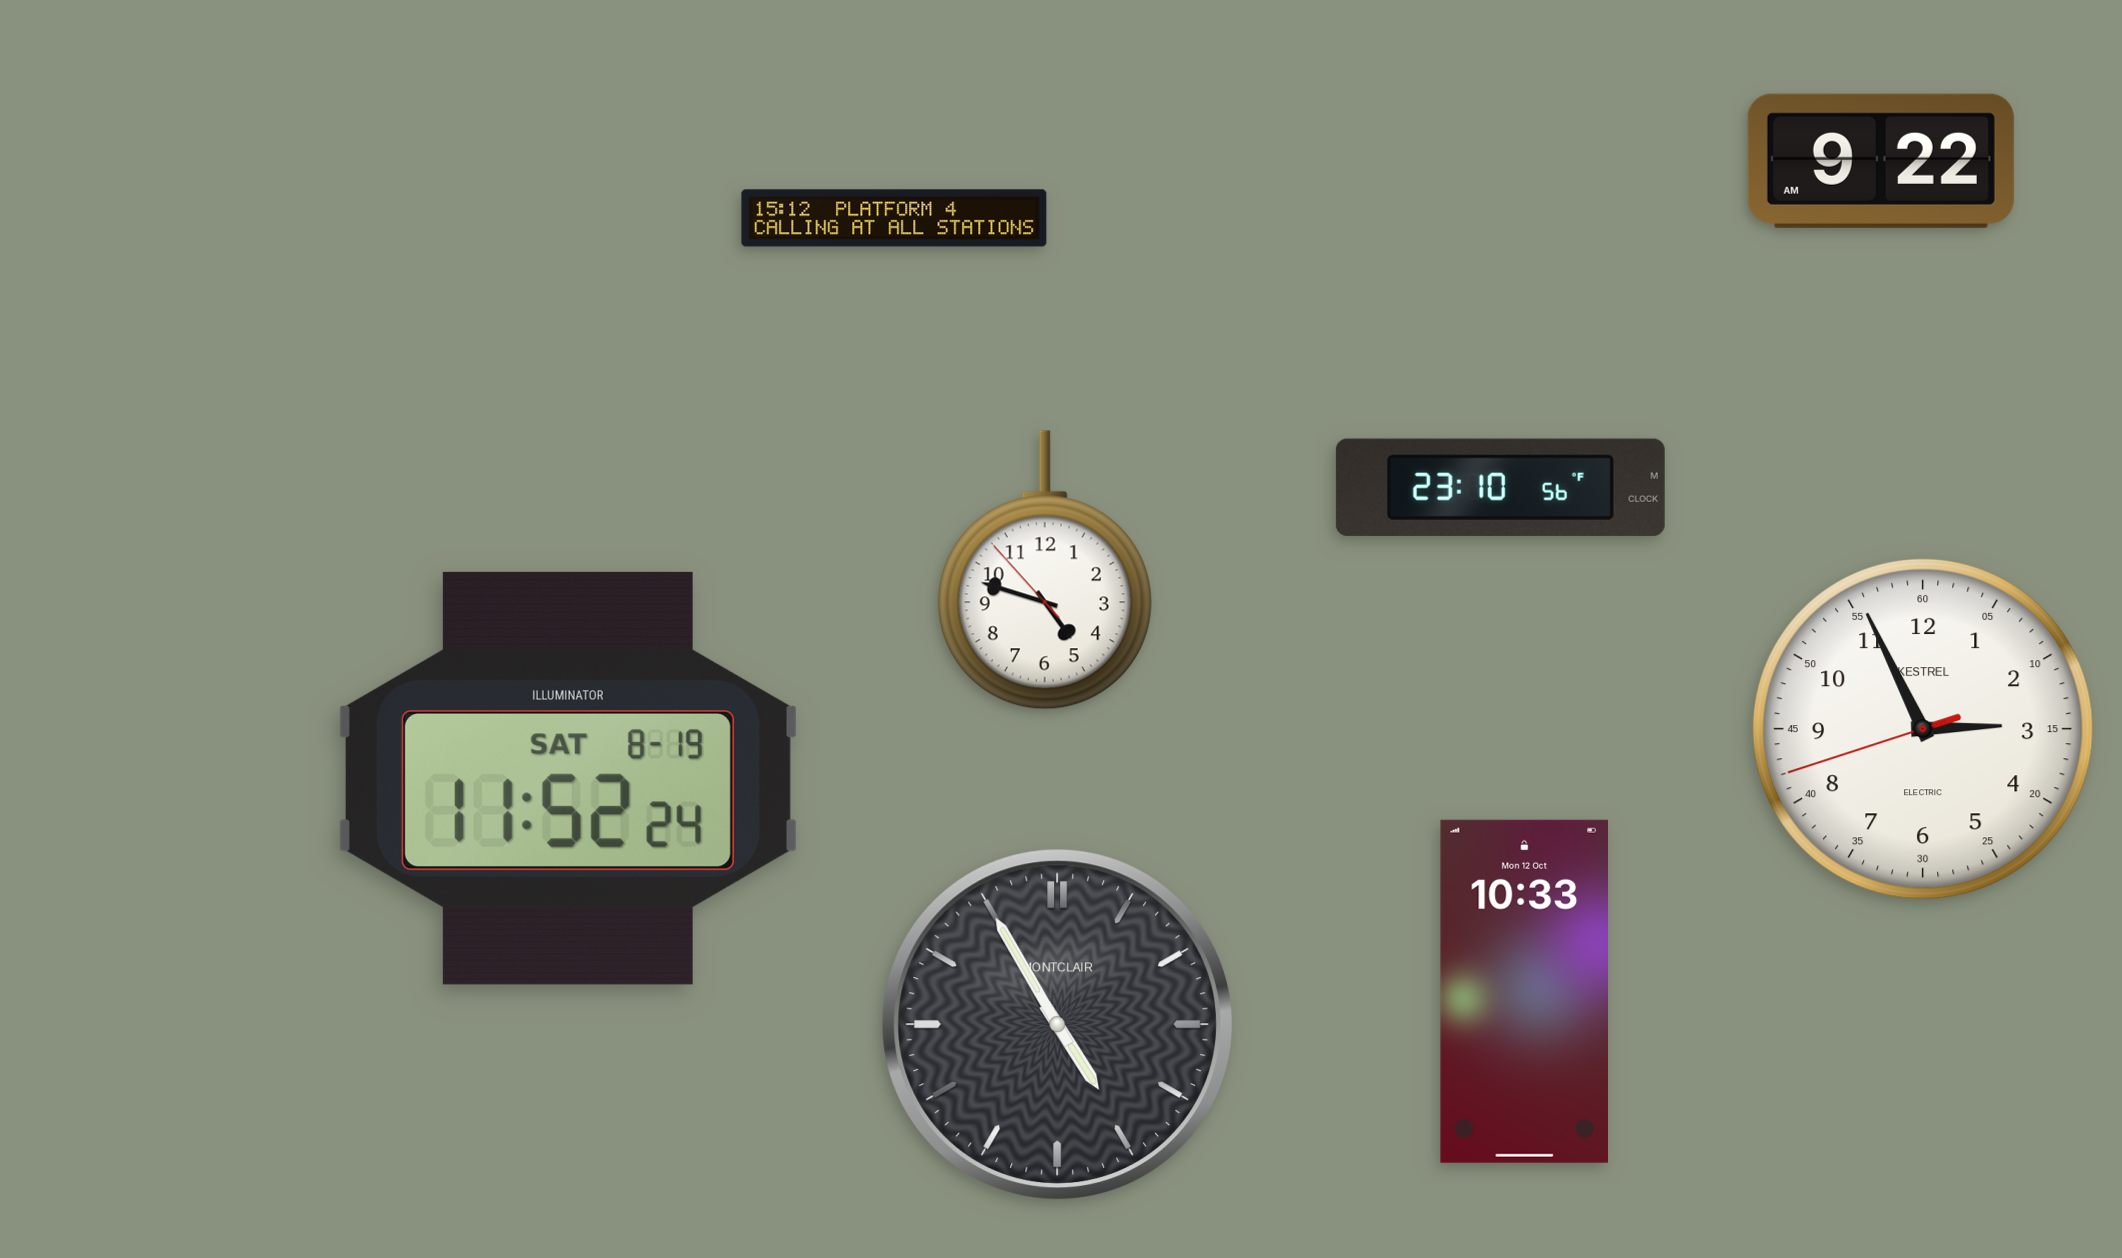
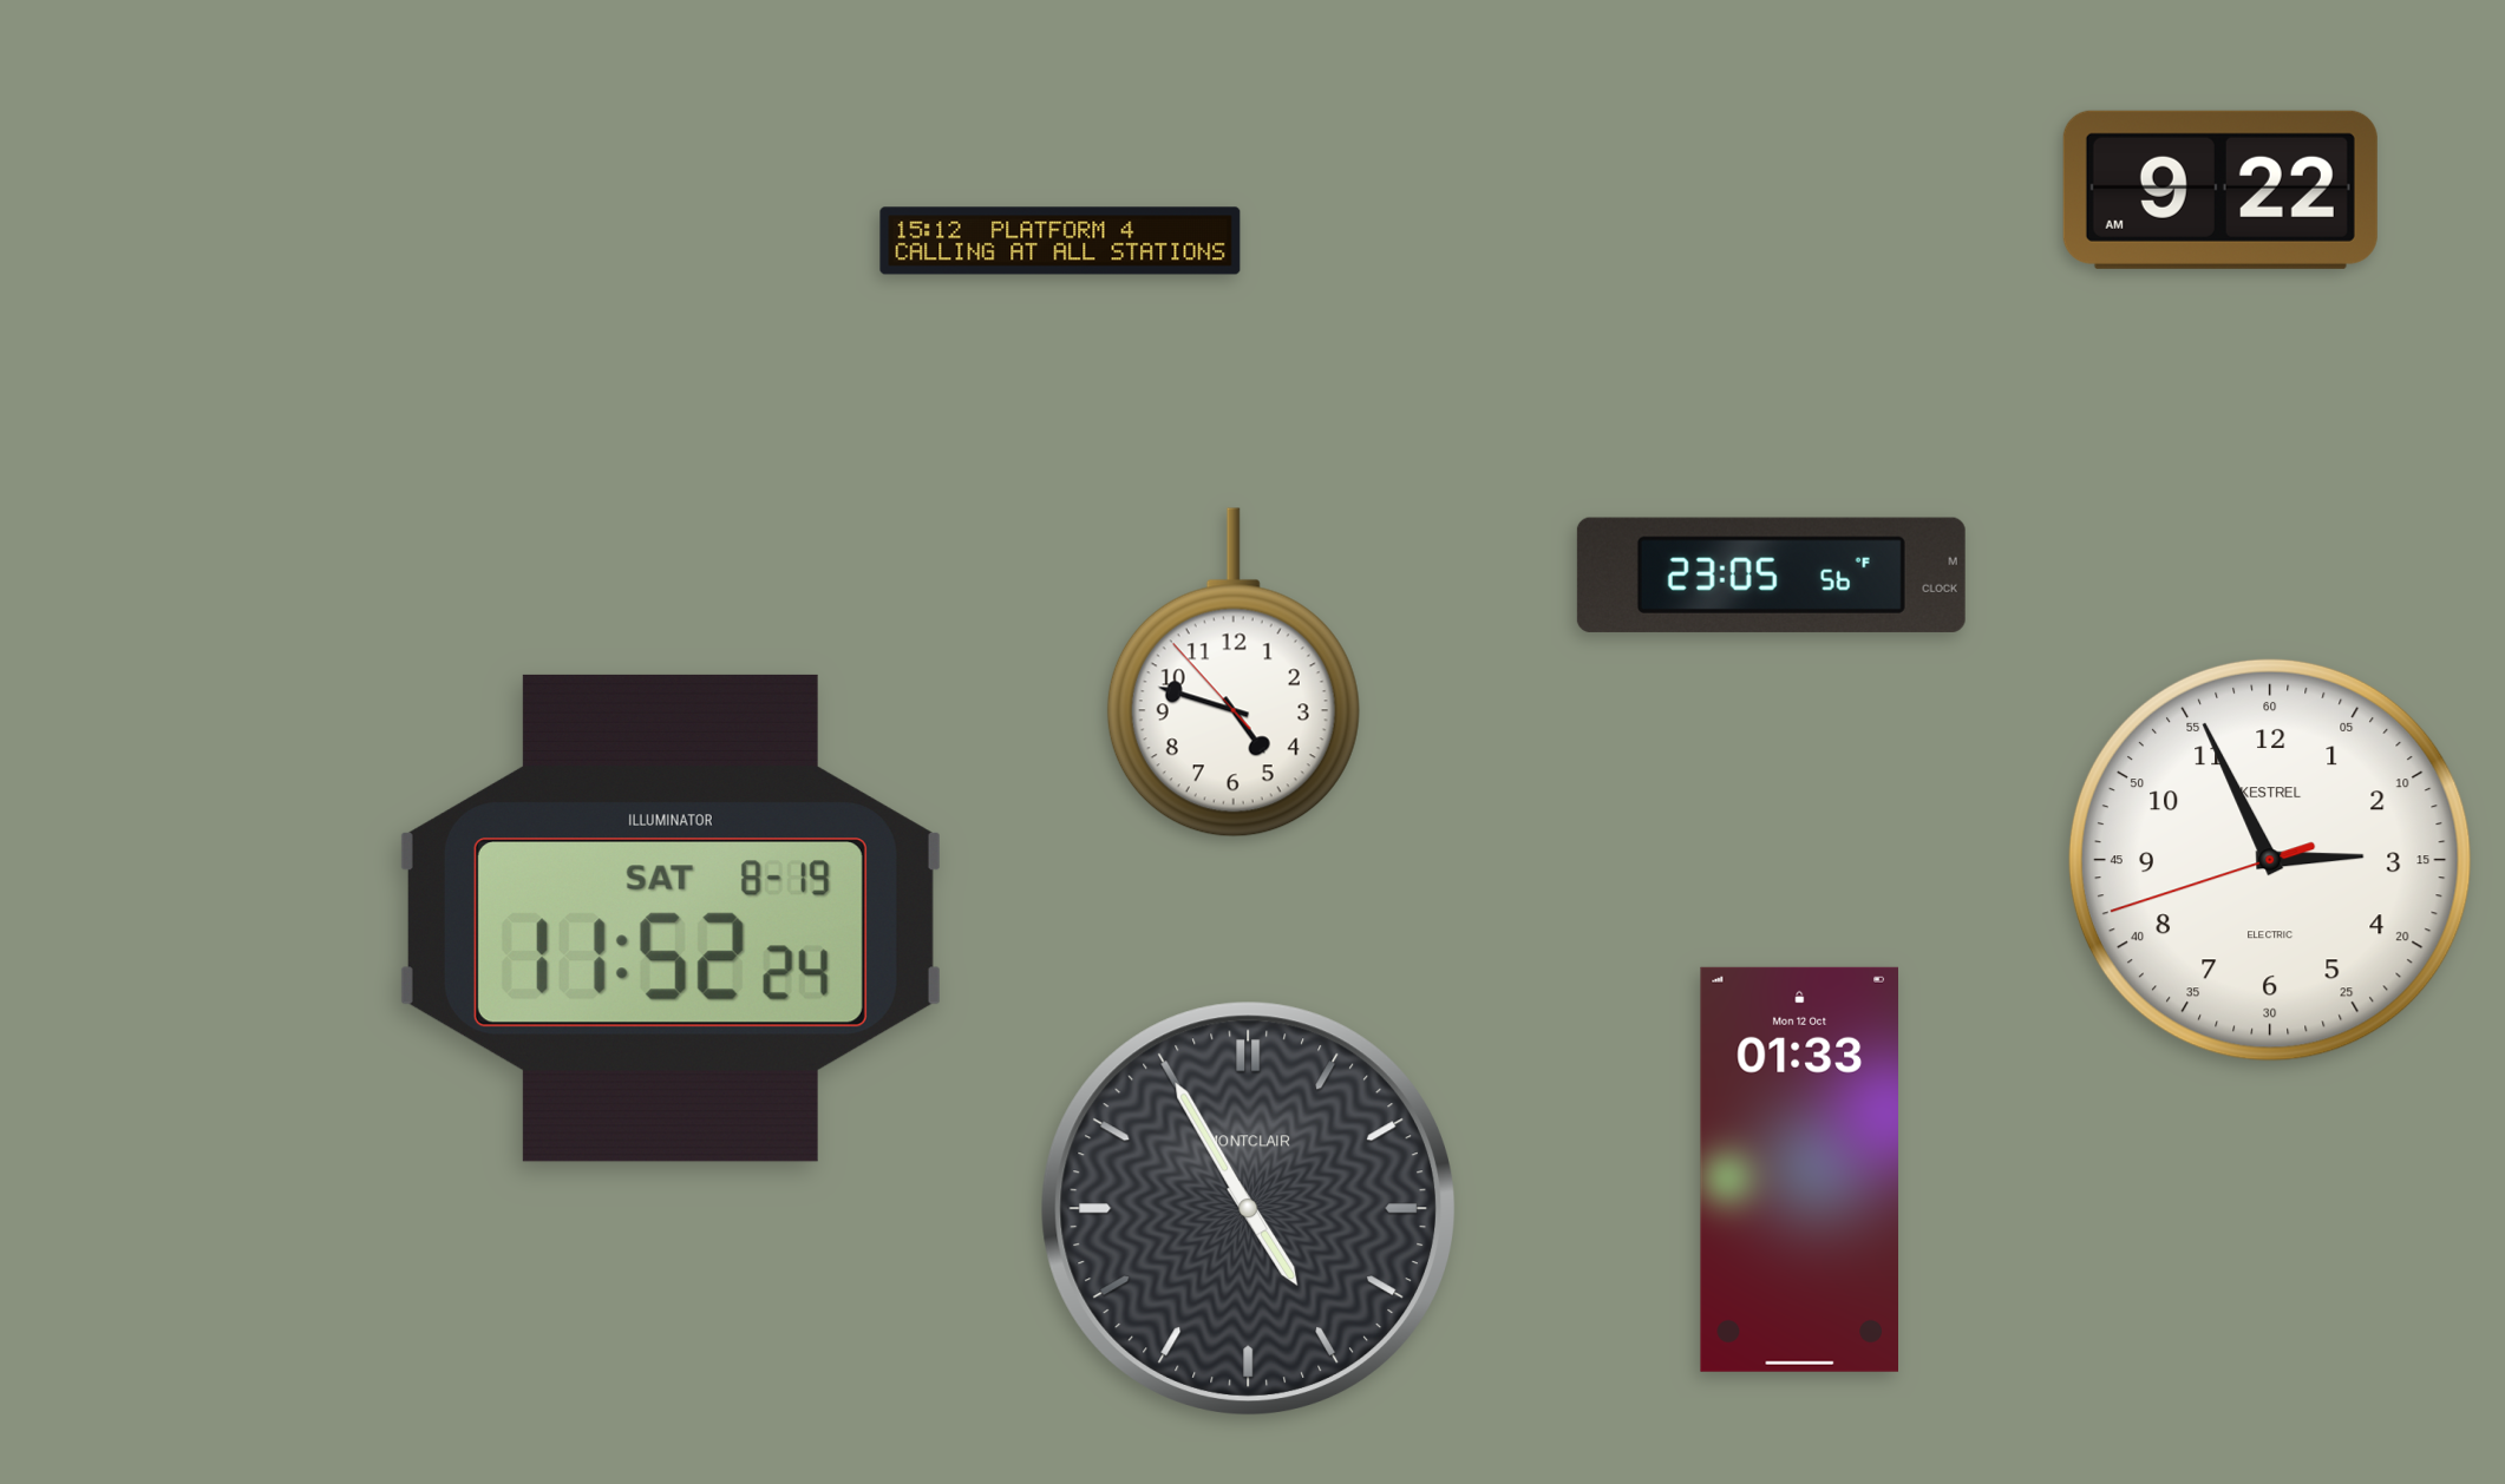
clock at (894, 218) position: (894, 218) -> (1060, 241)
clock at (1500, 487): 23:10 -> 23:05
clock at (1524, 991): 10:33 -> 01:33
